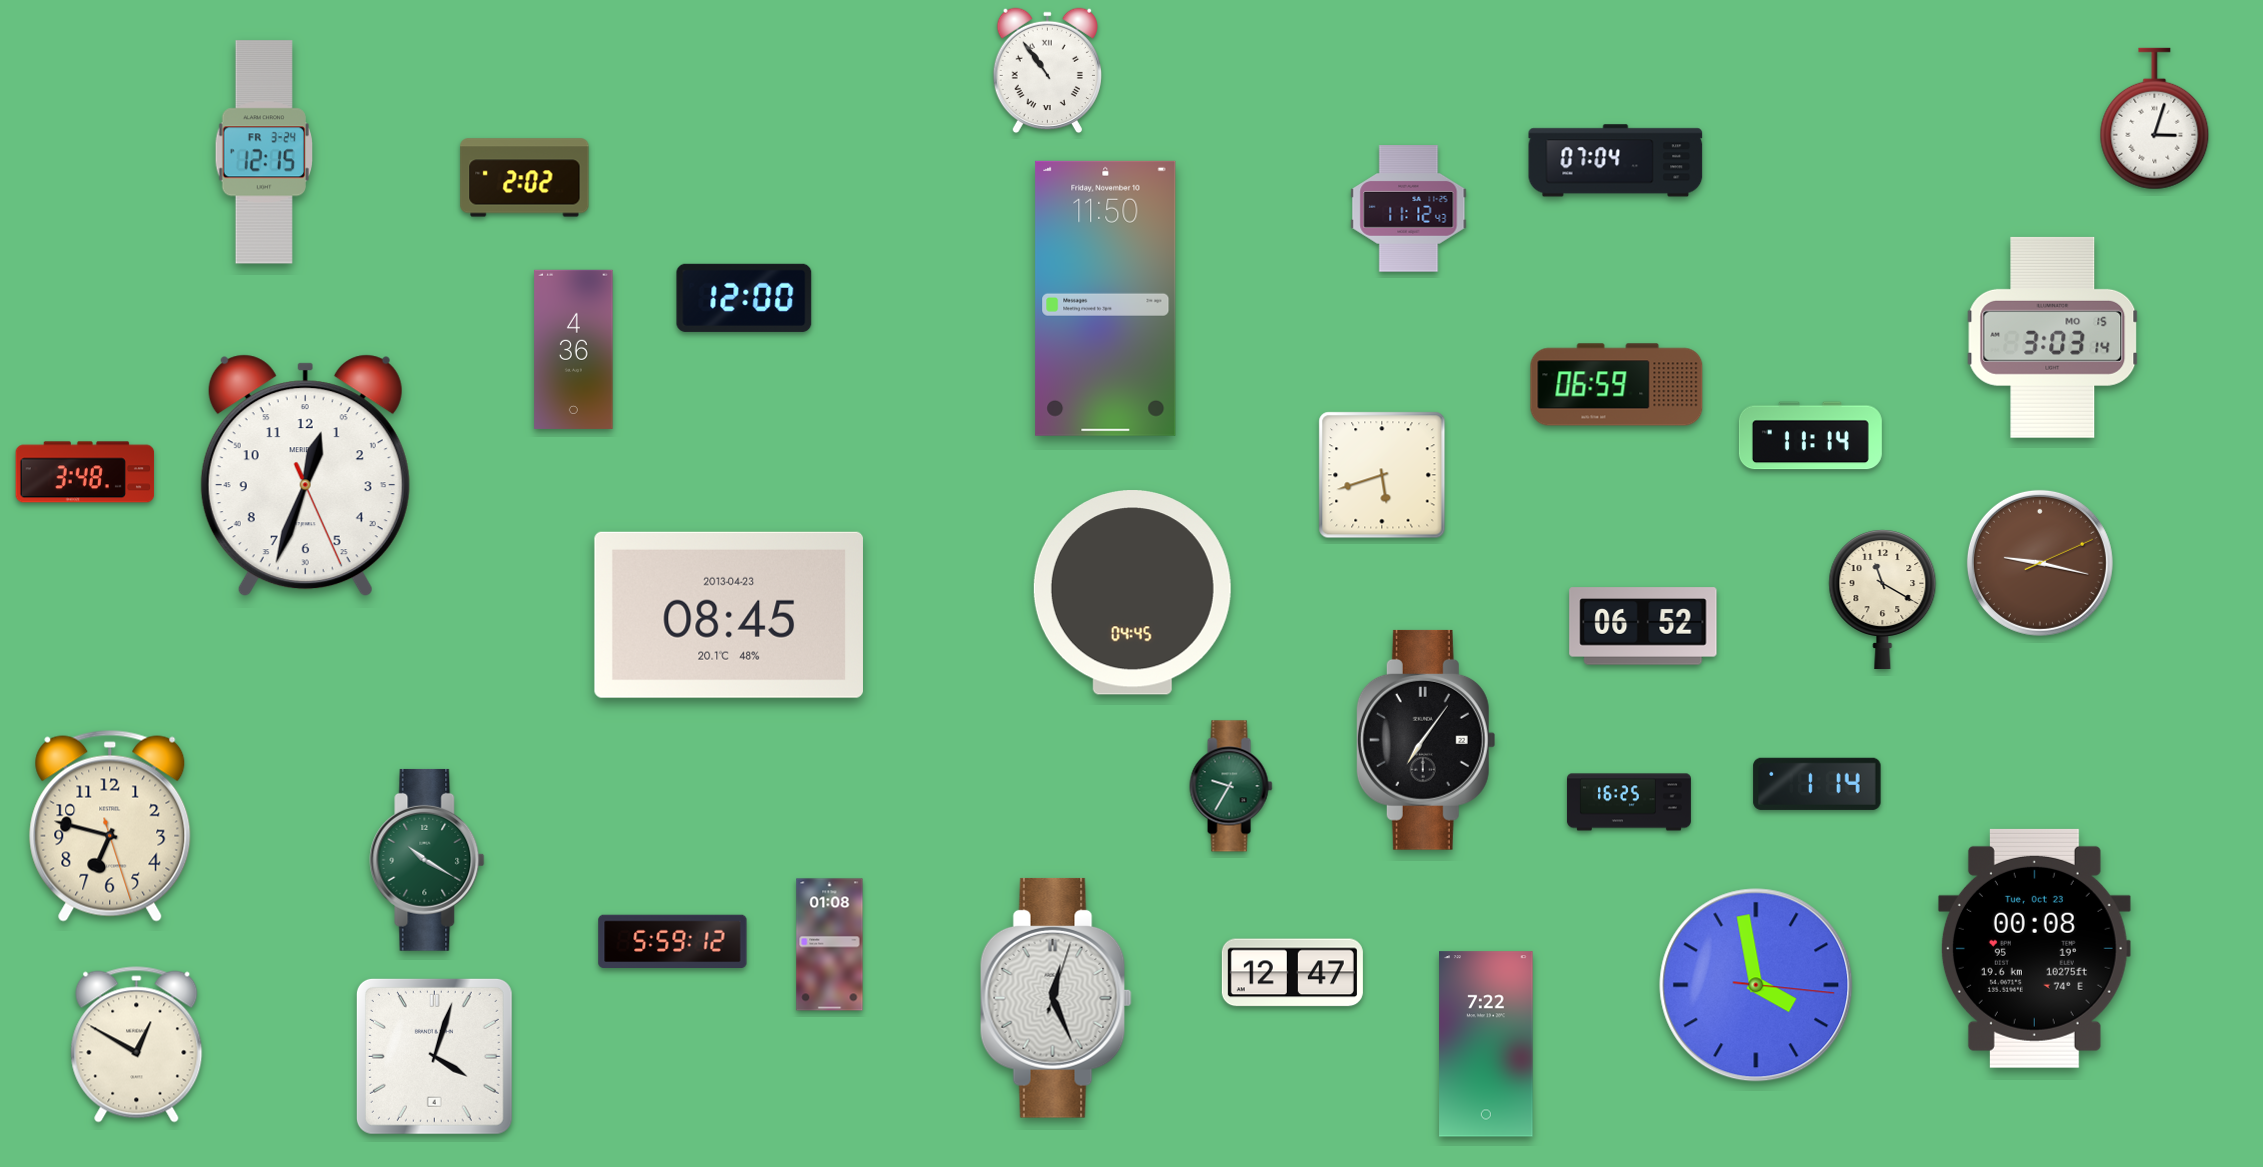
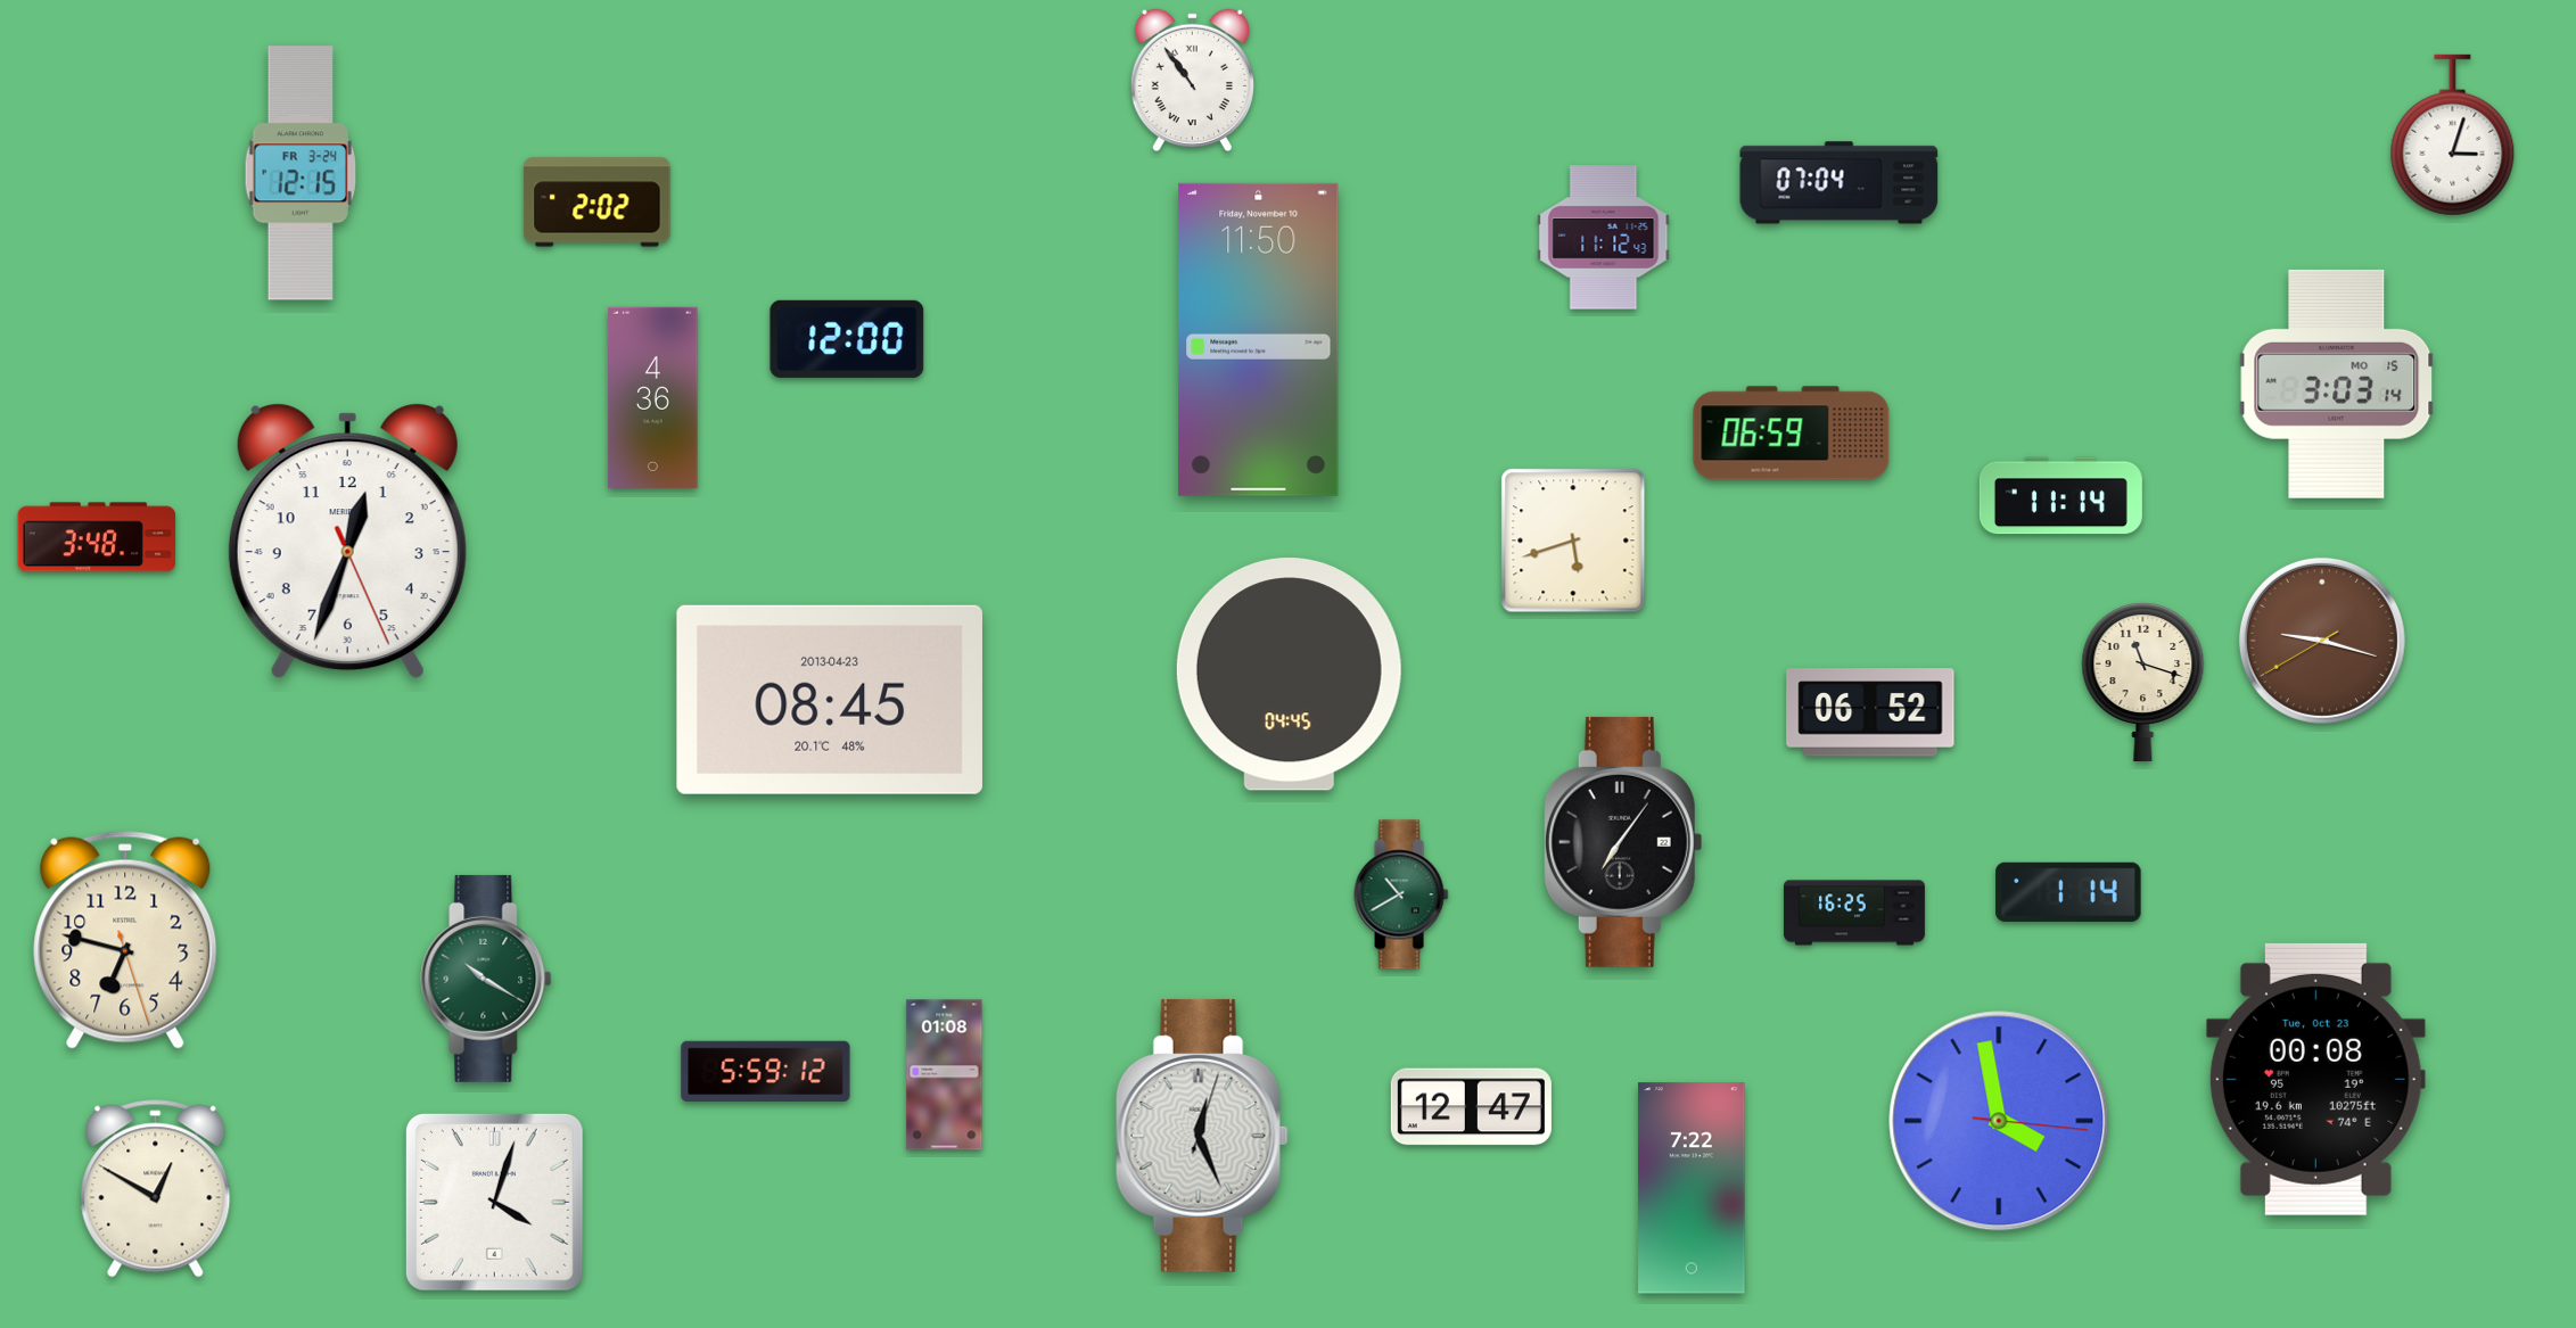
clock at (1617, 385) position: (1617, 385) -> (1792, 434)
clock at (2040, 563): 9:17:11 -> 9:17:40
clock at (1883, 599): 11:20 -> 11:18
clock at (1231, 786): 9:35 -> 10:40
